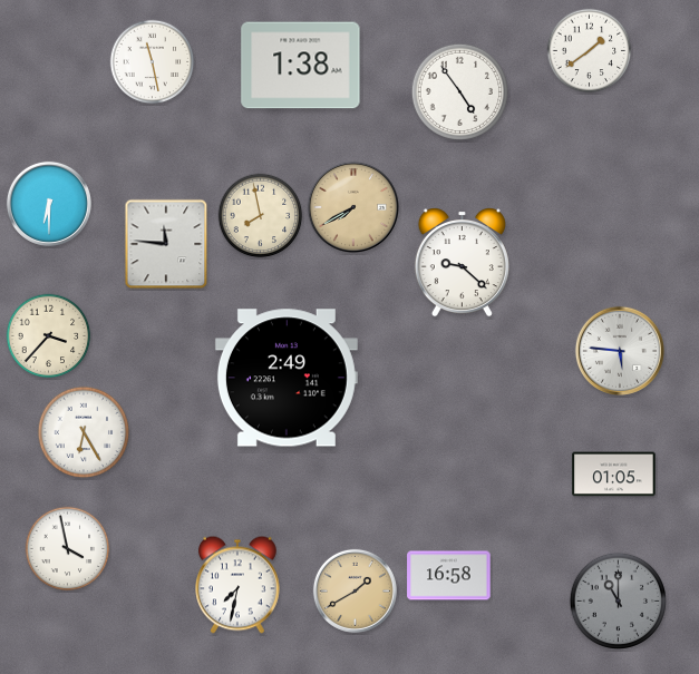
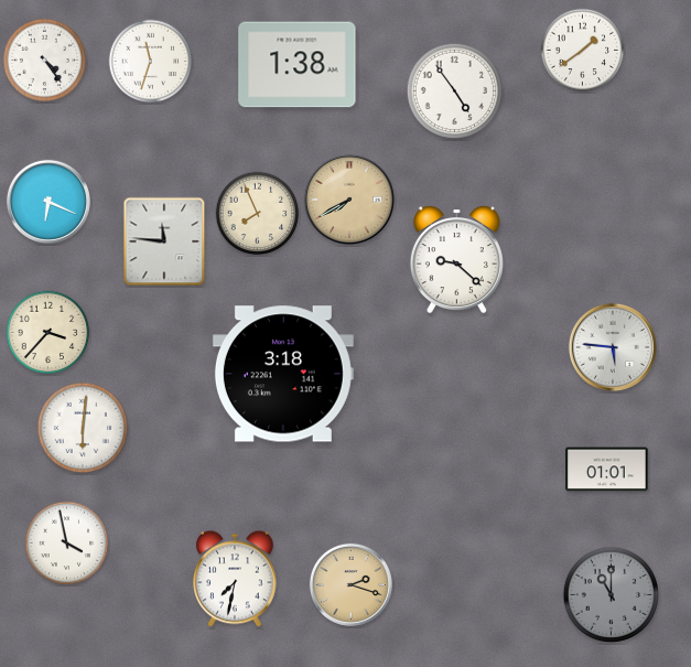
clock at (45, 61): none -> 4:24
clock at (153, 62): 11:28 -> 11:33
clock at (49, 204): 6:30 -> 6:19
clock at (353, 207) position: (353, 207) -> (349, 200)
clock at (261, 216): 7:58 -> 7:56
clock at (287, 378): 2:49 -> 3:18
clock at (84, 432): 6:25 -> 6:01
clock at (614, 475): 01:05 -> 01:01
clock at (449, 576): 16:58 -> none
clock at (355, 590): 1:40 -> 2:18
